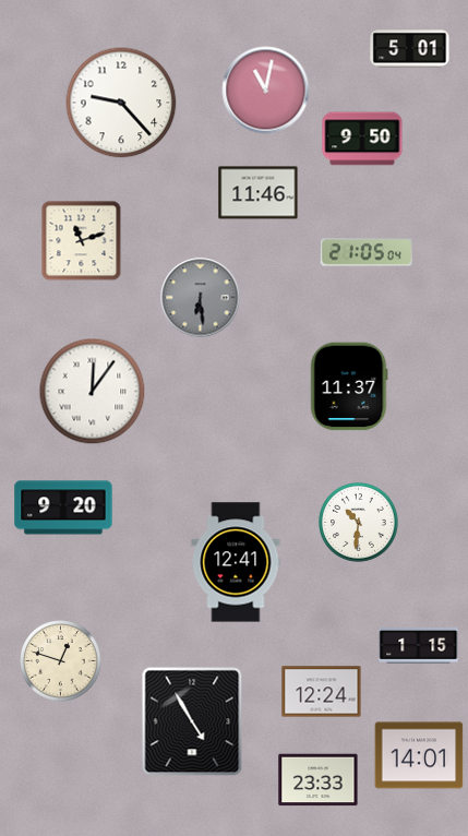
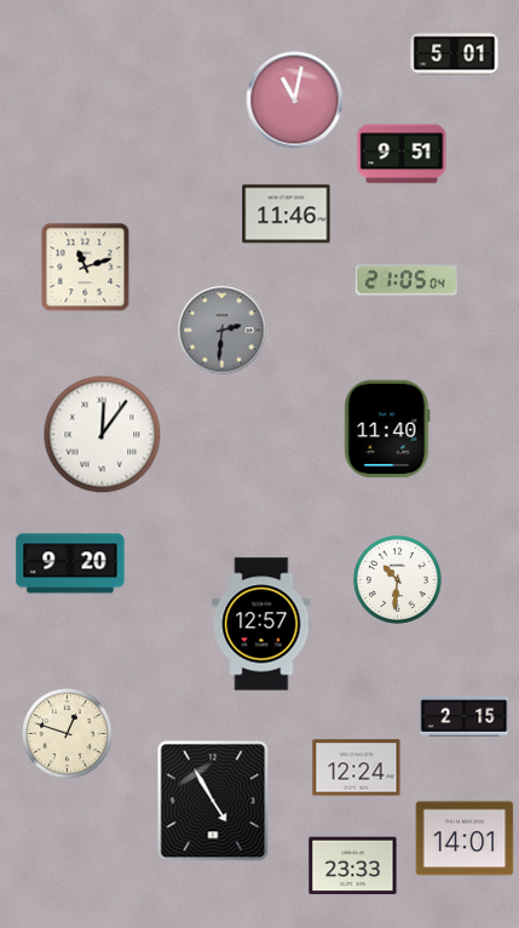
clock at (121, 103): 9:23 -> none
clock at (362, 139): 9:50 -> 9:51
clock at (82, 241) position: (82, 241) -> (86, 268)
clock at (201, 298): 6:29 -> 2:31
clock at (349, 386): 11:37 -> 11:40
clock at (236, 562): 12:41 -> 12:57
clock at (419, 646): 1:15 -> 2:15
